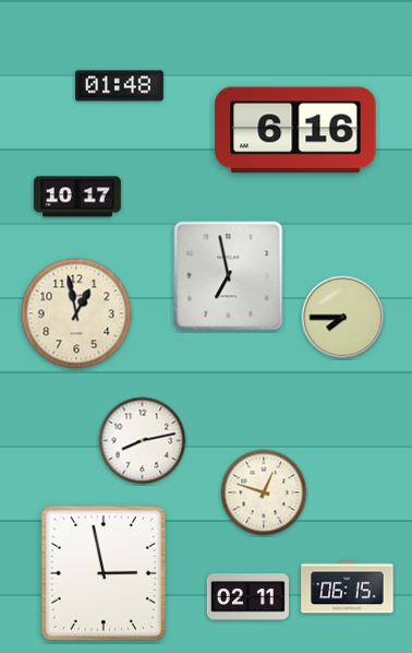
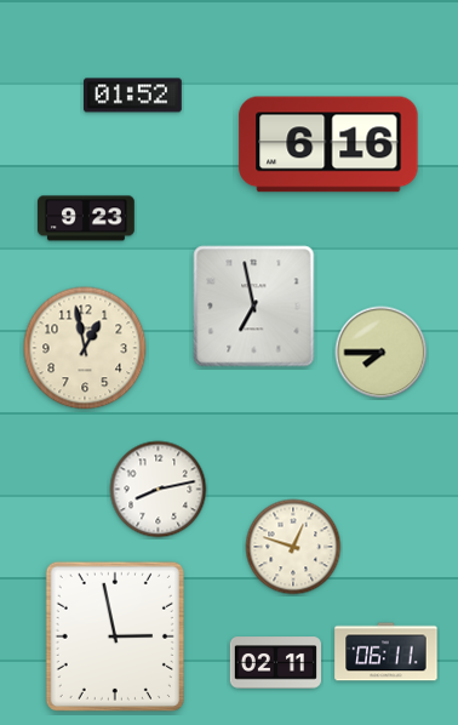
clock at (120, 86): 01:48 -> 01:52
clock at (77, 197): 10:17 -> 9:23
clock at (348, 587): 06:15 -> 06:11
